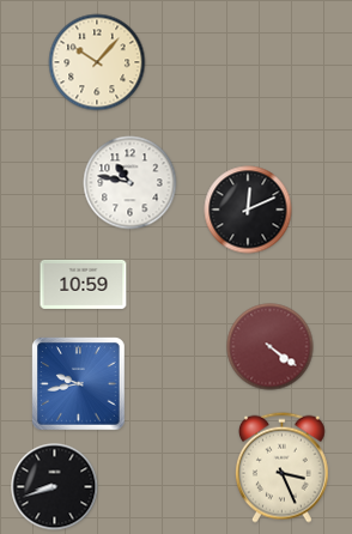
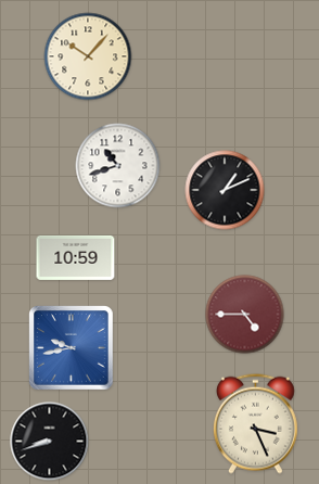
clock at (131, 183): 10:47 -> 10:42
clock at (248, 210): 12:11 -> 1:11
clock at (271, 347): 4:21 -> 4:45
